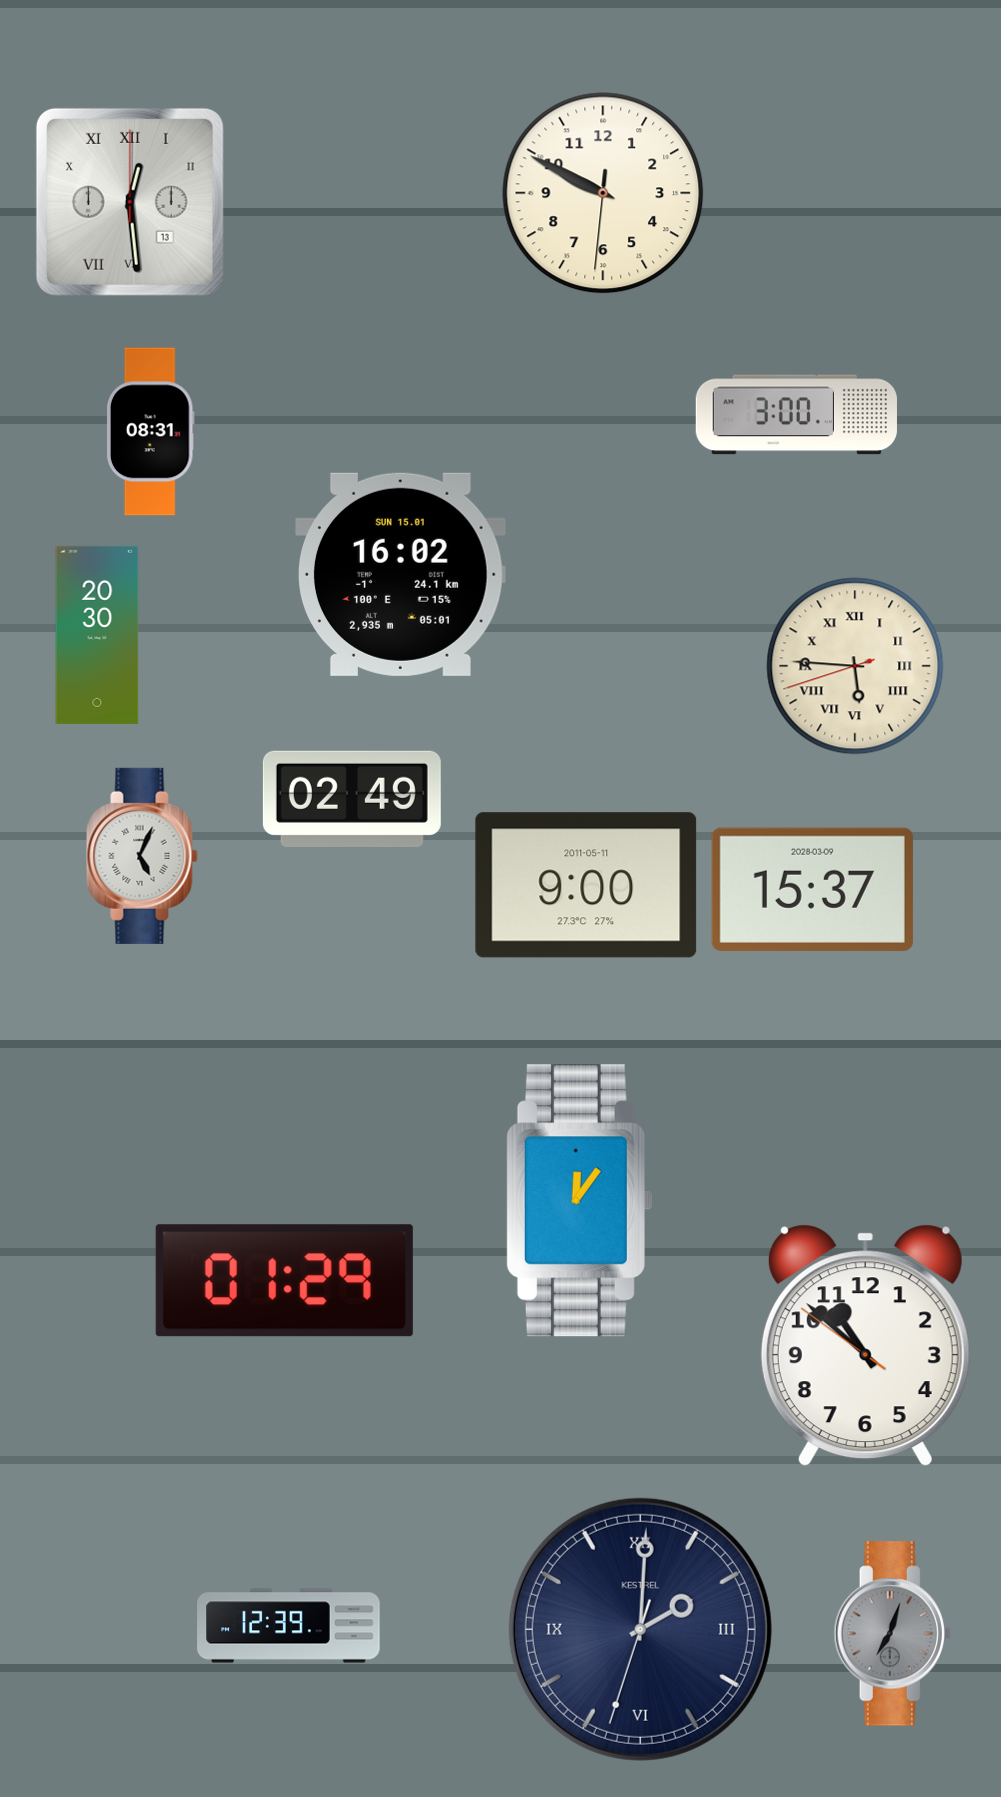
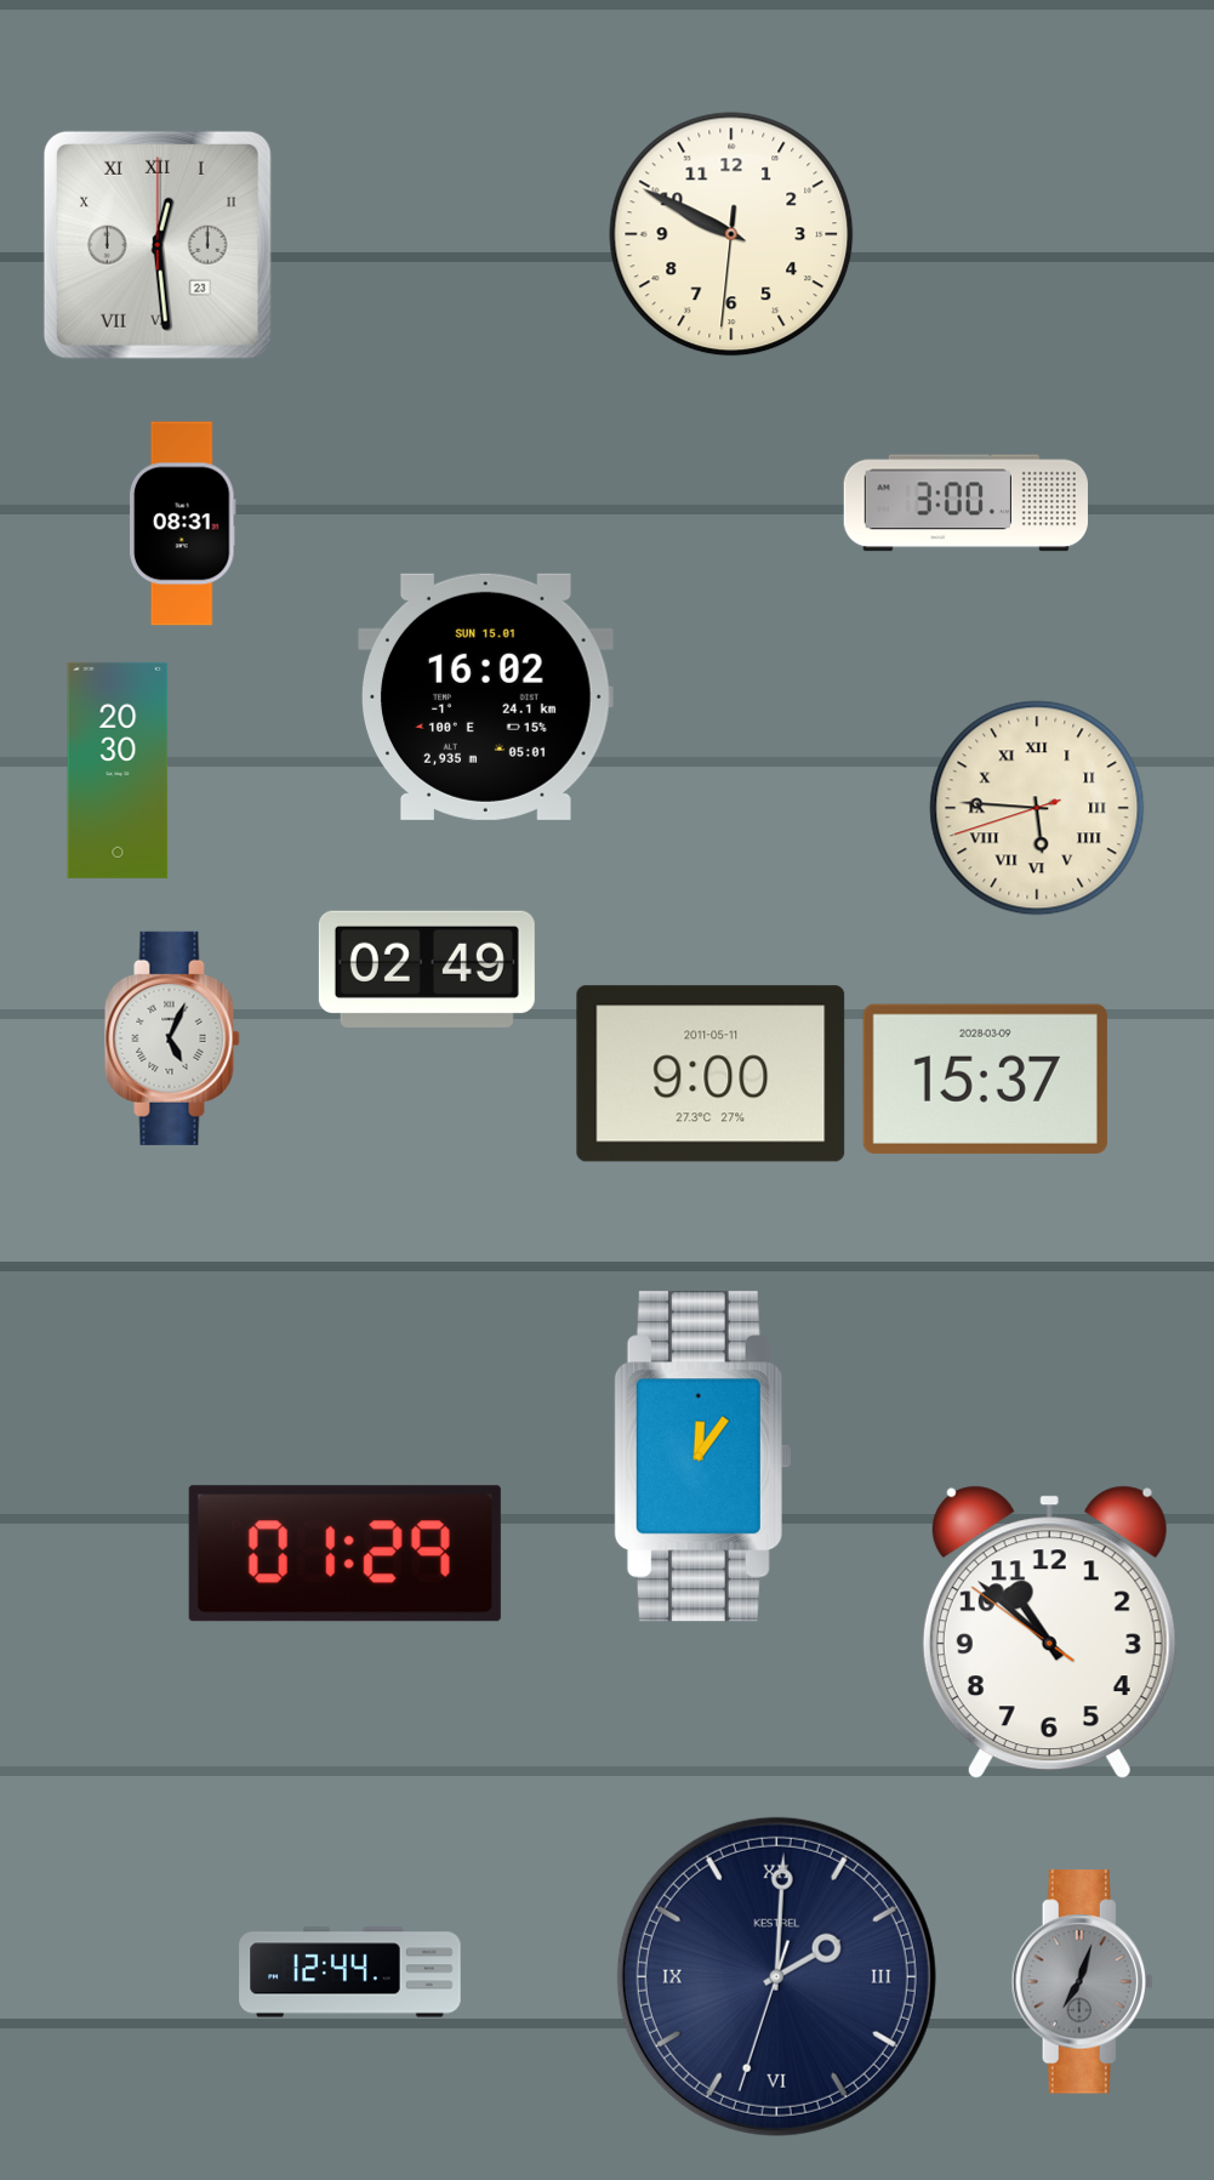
clock at (130, 202) date: 13 -> 23
clock at (289, 1626): 12:39 -> 12:44
